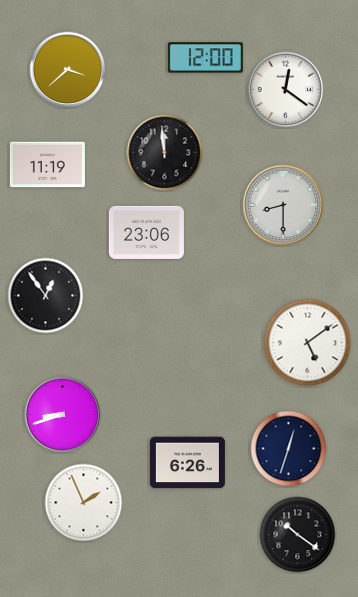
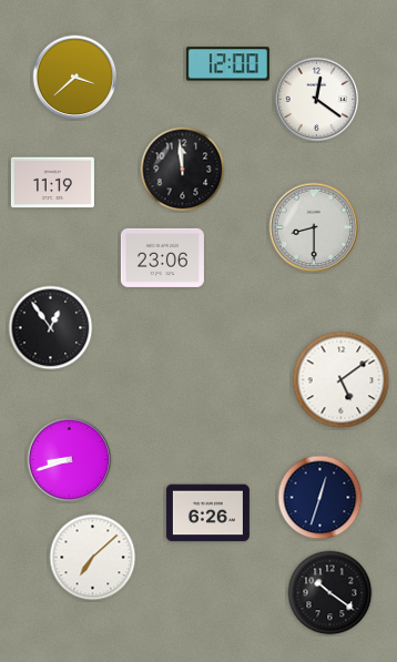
clock at (84, 503): 1:56 -> 7:08
